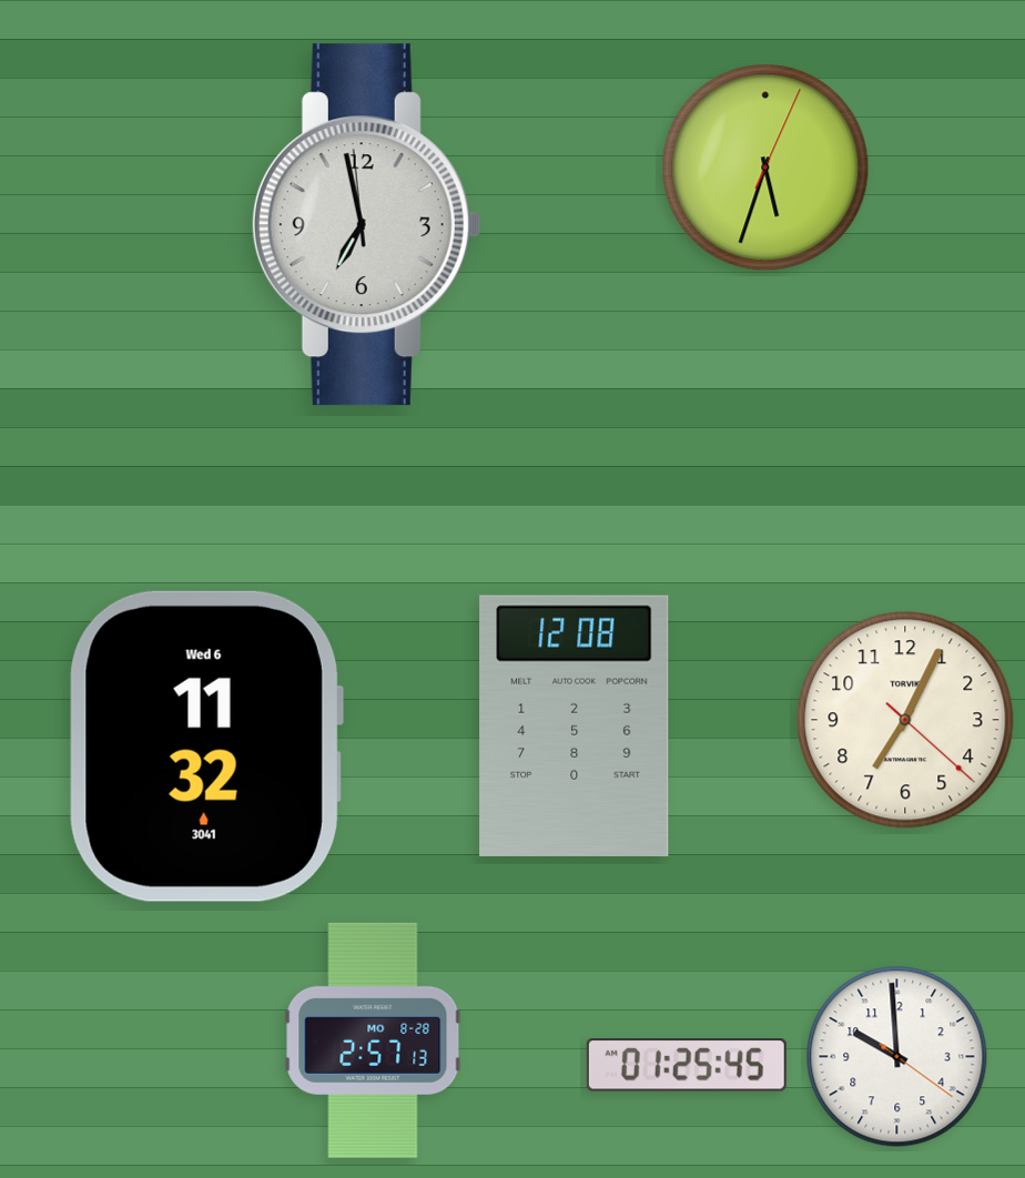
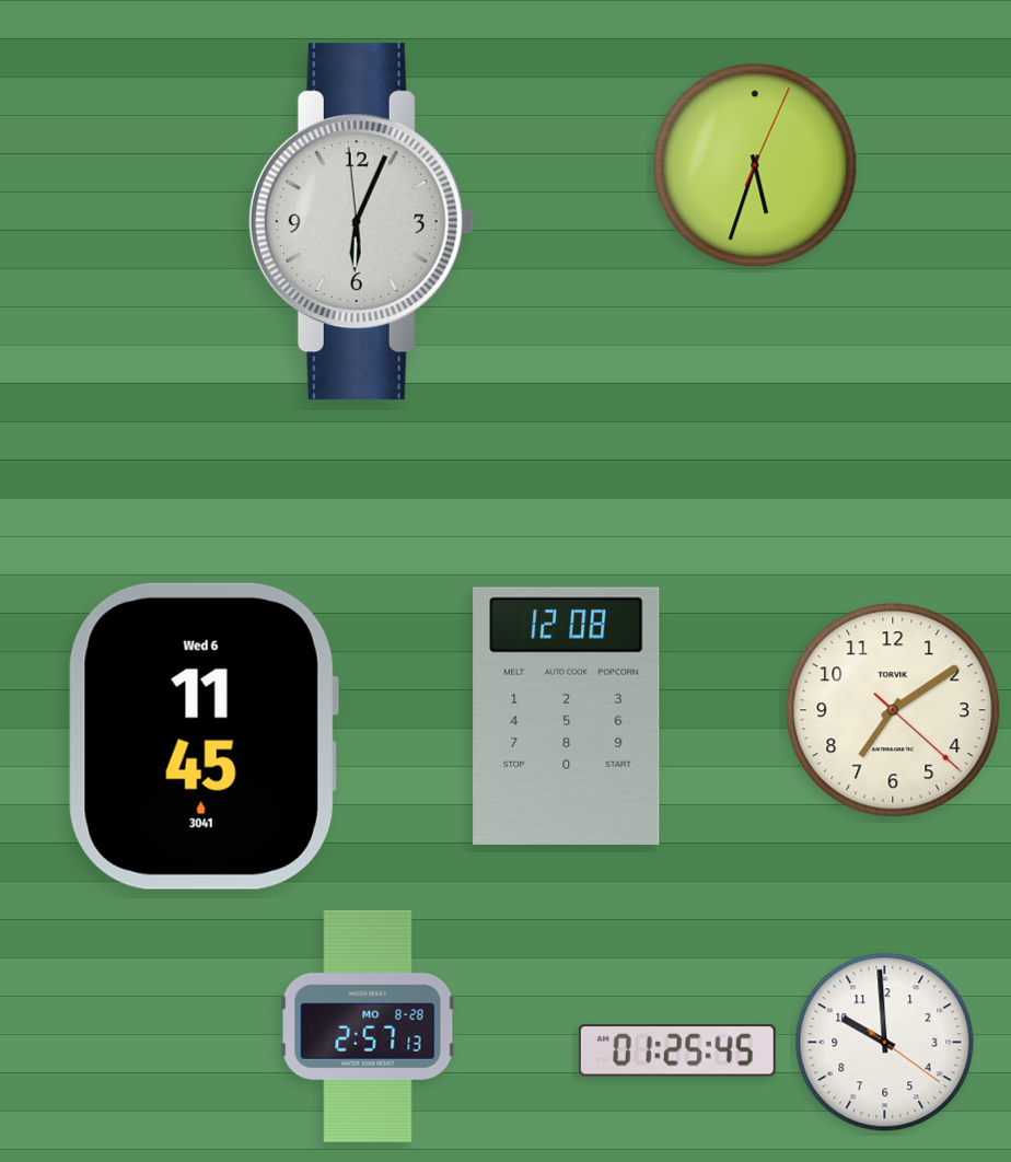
clock at (366, 225): 6:57 -> 6:03
clock at (905, 720): 7:04 -> 7:09
clock at (206, 747): 11:32 -> 11:45
